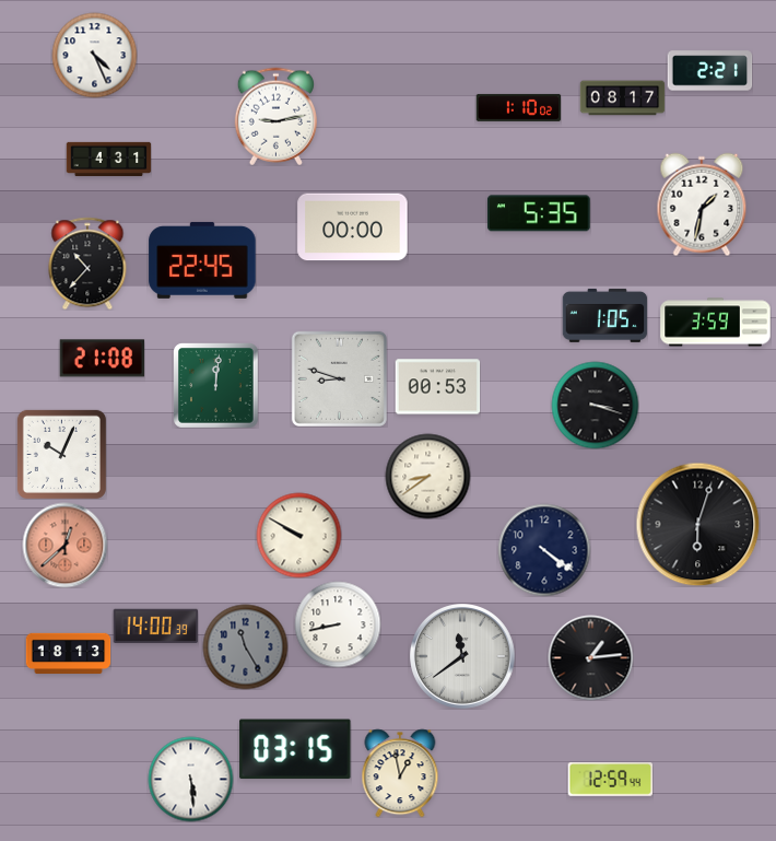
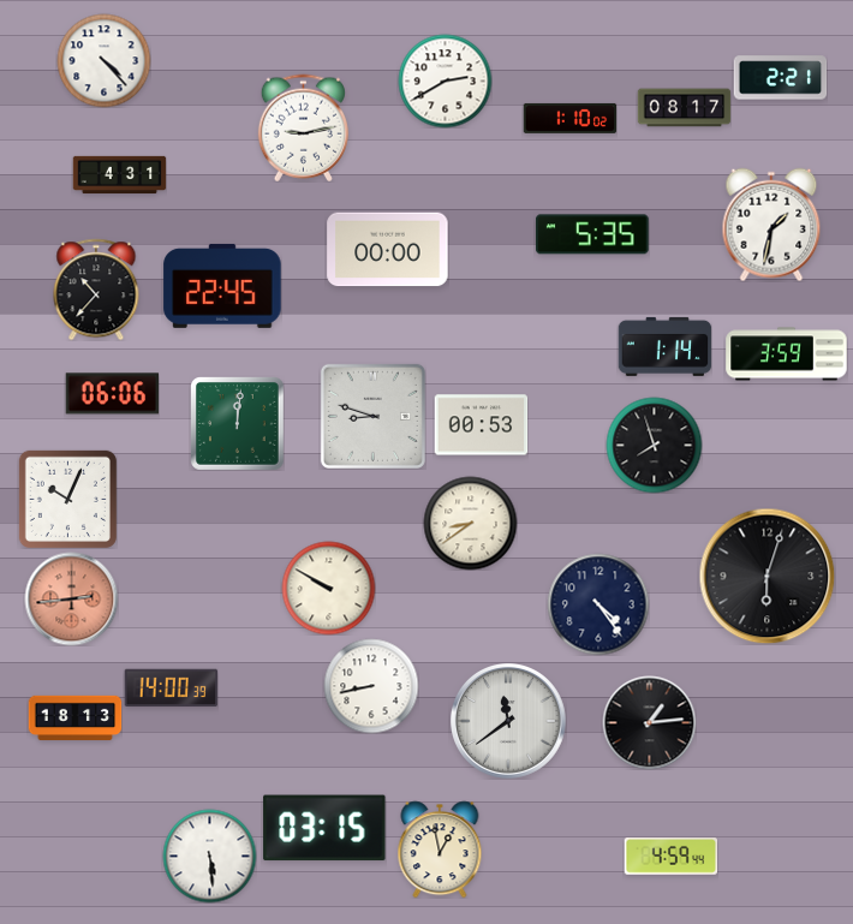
clock at (94, 55): 4:26 -> 4:23
clock at (445, 81): none -> 2:40
clock at (604, 315): 1:05 -> 1:14
clock at (102, 359): 21:08 -> 06:06
clock at (595, 405): 3:18 -> 7:57
clock at (64, 545): 12:38 -> 2:44
clock at (544, 550): 4:21 -> 4:24
clock at (245, 646): 11:25 -> none
clock at (295, 749) position: (295, 749) -> (324, 828)
clock at (610, 780): 12:59 -> 4:59
